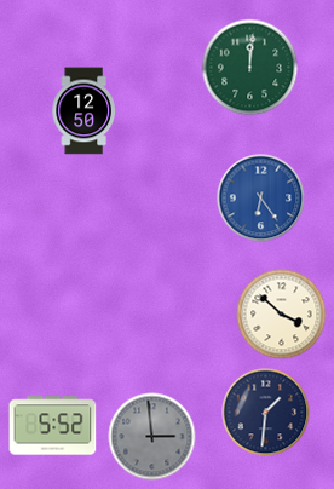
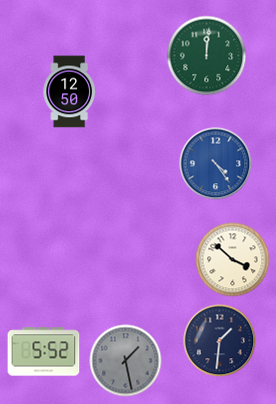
clock at (261, 199): 6:24 -> 4:24
clock at (152, 437): 2:59 -> 1:28
